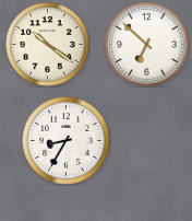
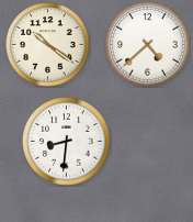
clock at (147, 45): 6:52 -> 4:38
clock at (67, 141): 8:35 -> 8:31
